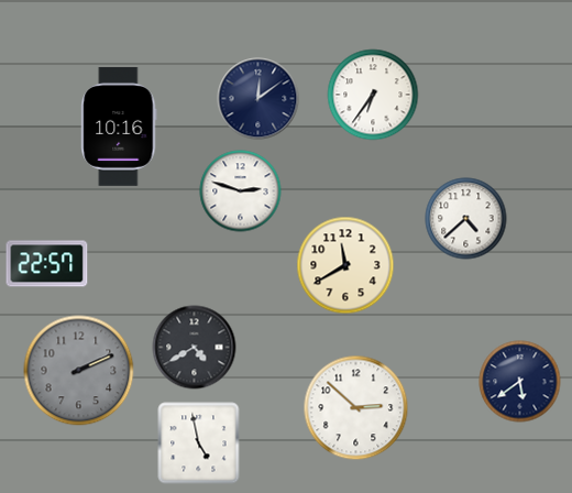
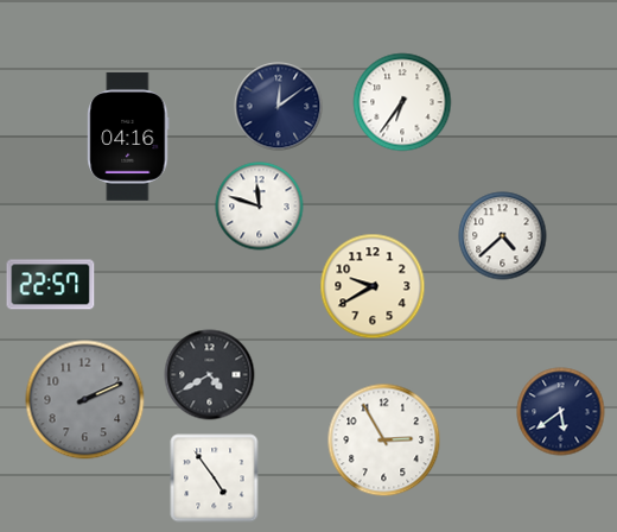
clock at (119, 127): 10:16 -> 04:16
clock at (241, 191): 2:48 -> 11:48
clock at (345, 265): 11:40 -> 9:40
clock at (356, 408): 2:52 -> 2:55
clock at (199, 443): 4:58 -> 4:54
